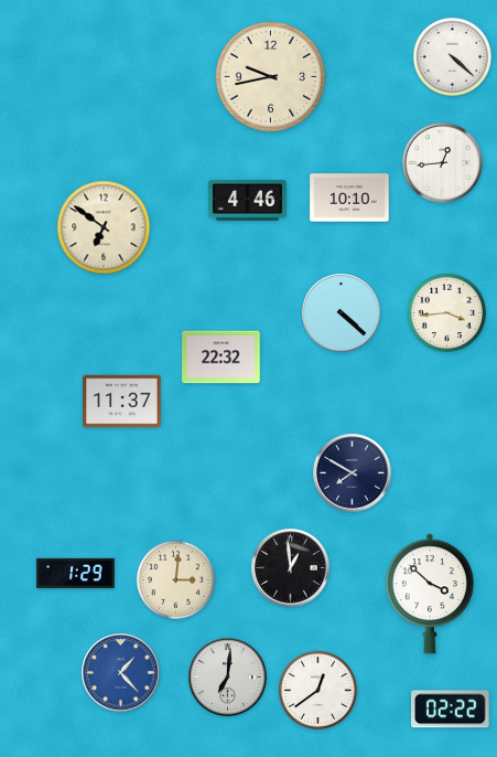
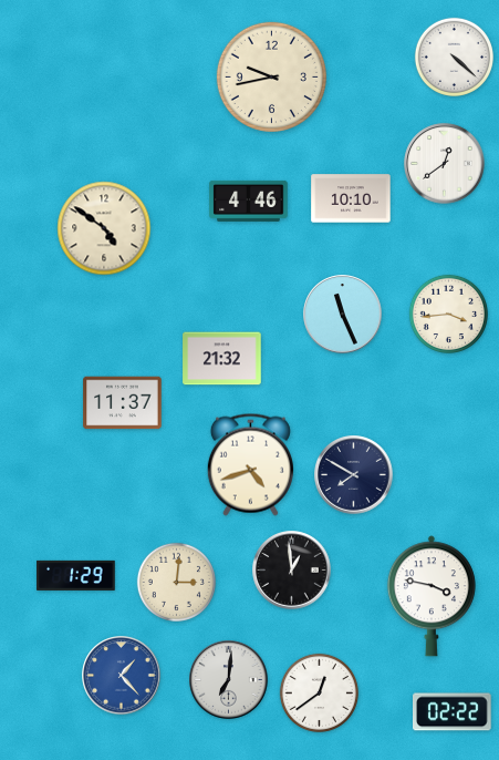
clock at (443, 163): 12:44 -> 12:39
clock at (104, 227): 6:51 -> 4:51
clock at (342, 313): 4:22 -> 11:26
clock at (222, 358): 22:32 -> 21:32
clock at (250, 464): none -> 4:42
clock at (430, 594): 3:52 -> 3:47
